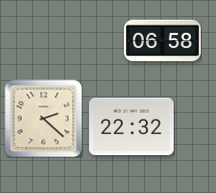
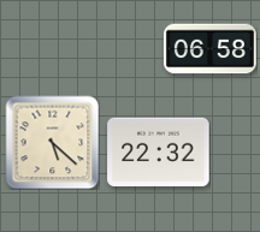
clock at (162, 41) position: (162, 41) -> (209, 49)
clock at (43, 118): 2:22 -> 5:22
